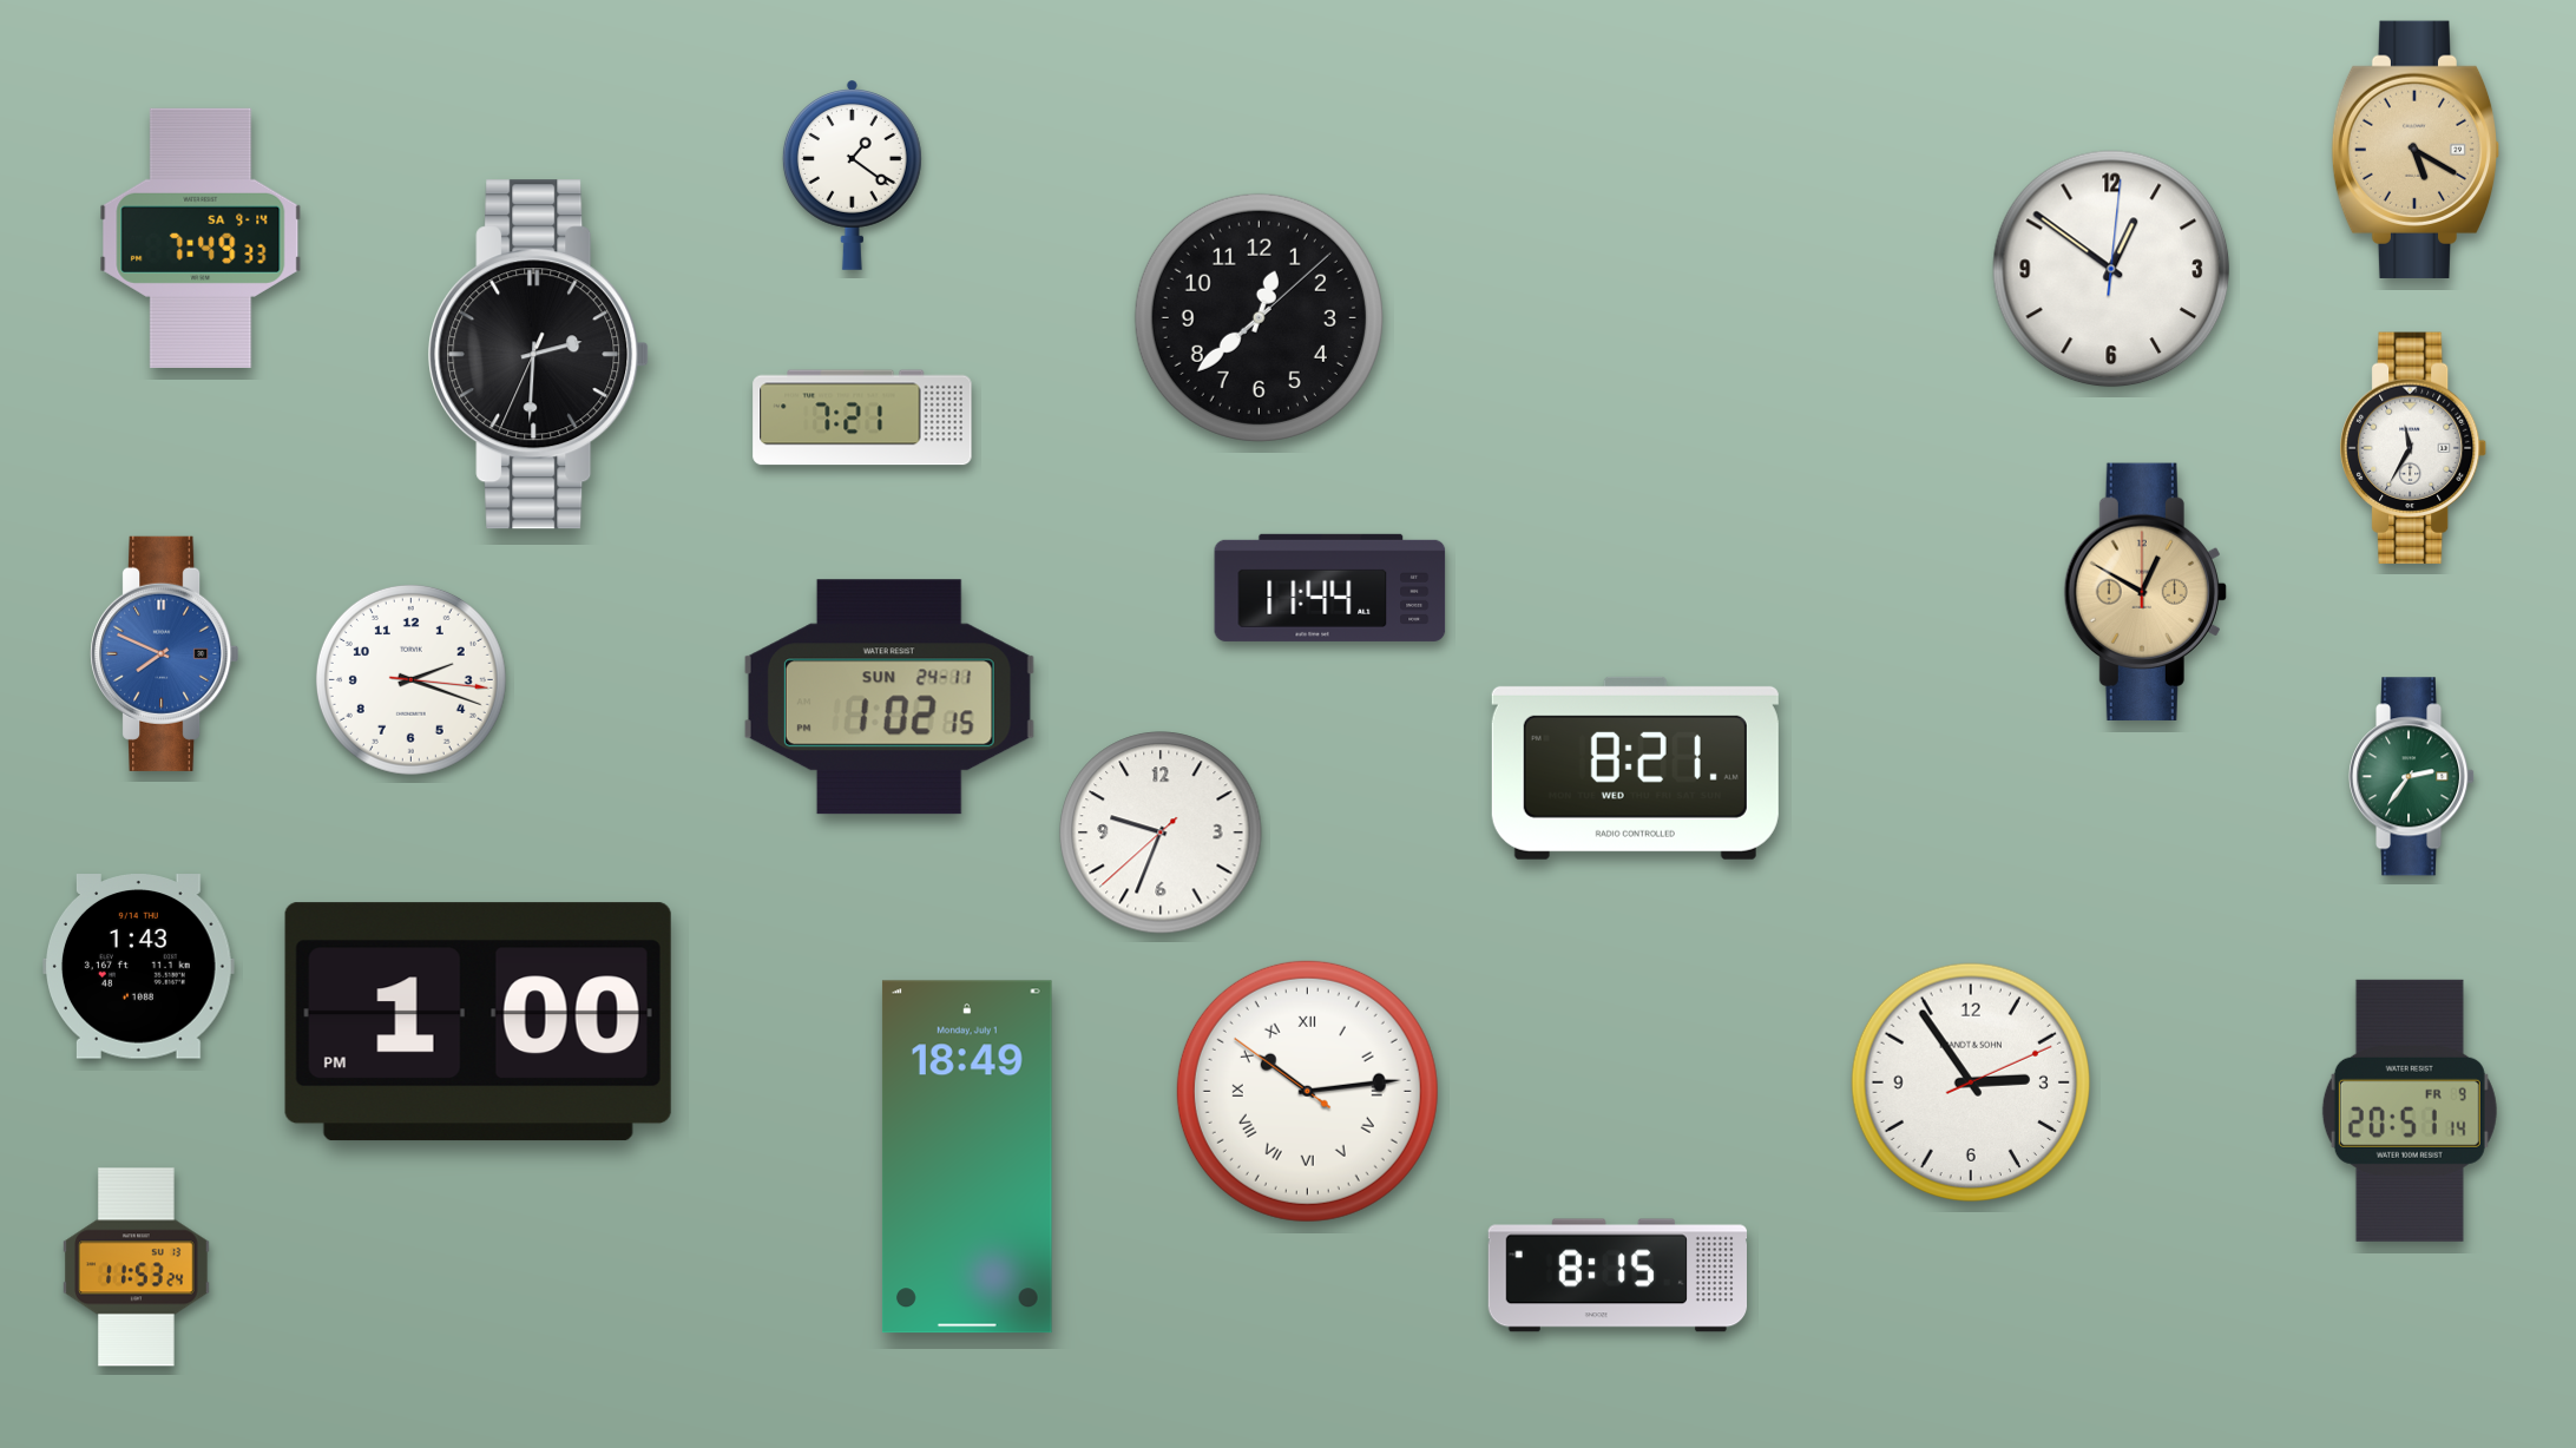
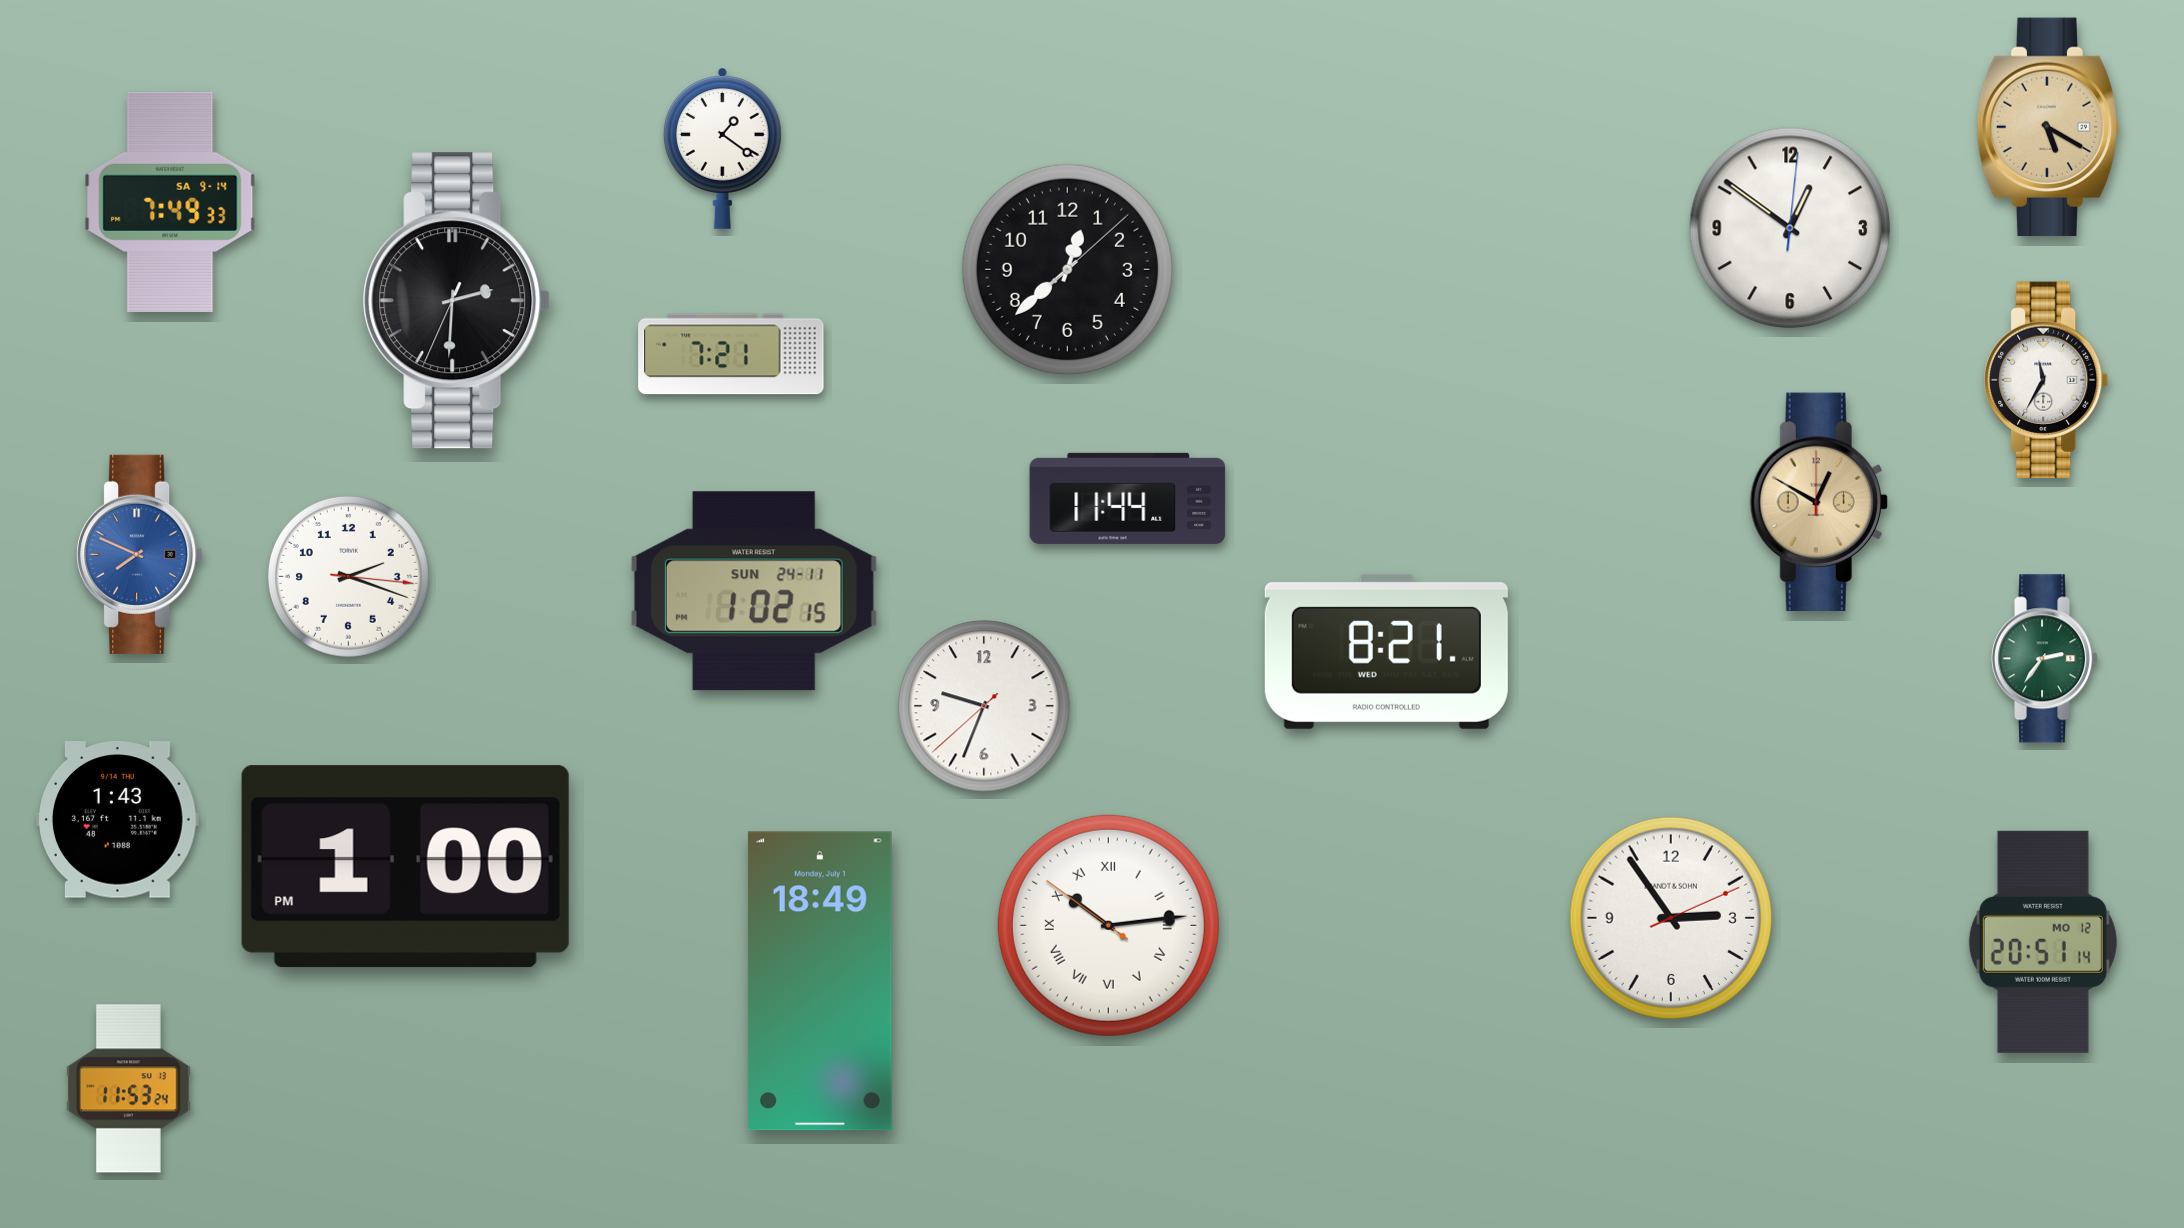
clock at (2410, 1111) date: FR 9 -> MO 12
clock at (137, 1268) position: (137, 1268) -> (129, 1089)
clock at (1617, 1276): 8:15 -> none
